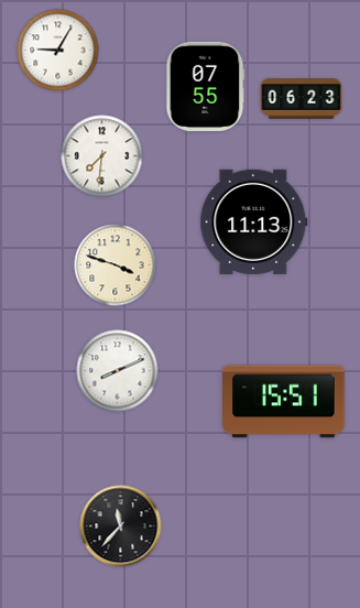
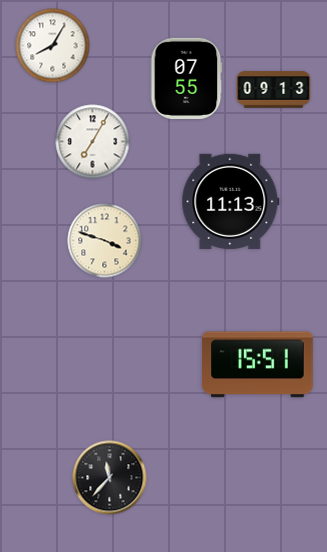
clock at (58, 51): 9:05 -> 8:05
clock at (302, 99): 06:23 -> 09:13
clock at (102, 156): 7:31 -> 7:05
clock at (118, 371): 8:11 -> none
